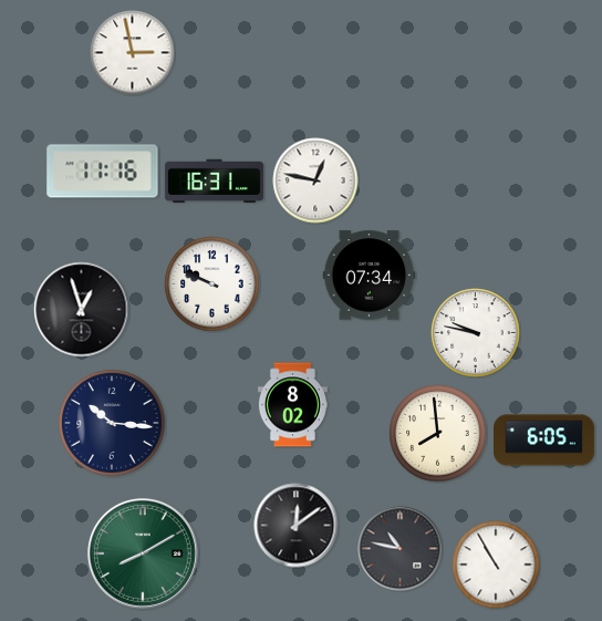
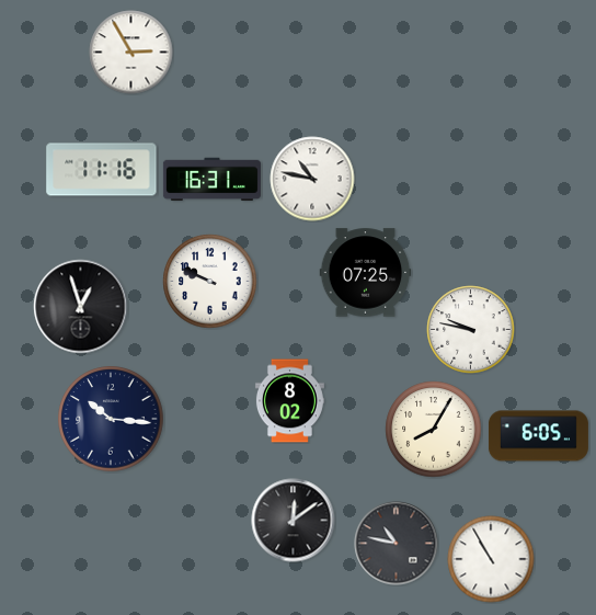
clock at (133, 53): 2:58 -> 2:55
clock at (315, 180): 12:47 -> 10:47
clock at (370, 276): 07:34 -> 07:25
clock at (438, 434): 7:59 -> 8:05
clock at (143, 553): 8:10 -> none
